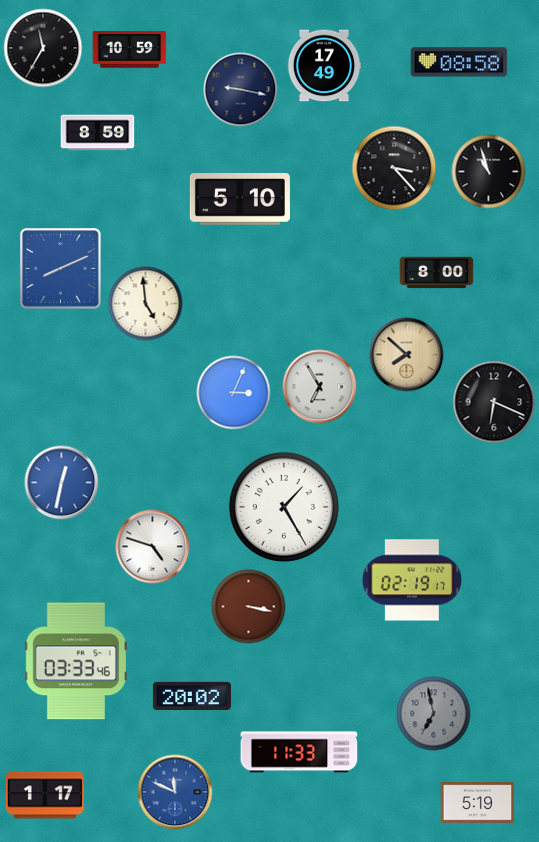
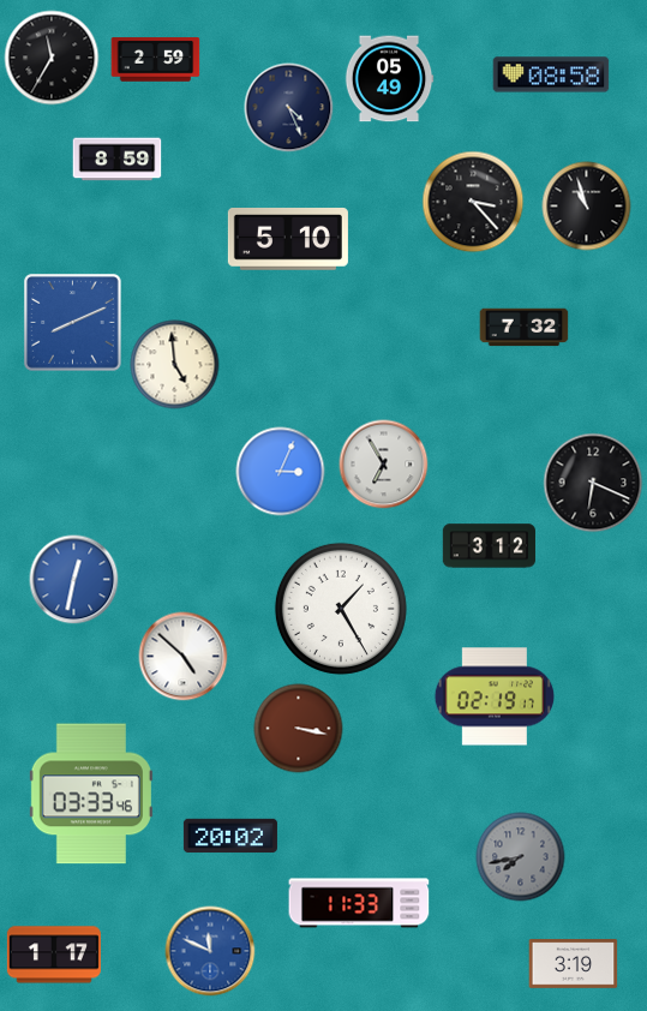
clock at (130, 50): 10:59 -> 2:59
clock at (324, 66): 17:49 -> 05:49
clock at (241, 90): 9:17 -> 4:26
clock at (437, 273): 8:00 -> 7:32
clock at (407, 355): 7:52 -> none
clock at (489, 546): none -> 3:12
clock at (153, 547): 4:48 -> 4:52
clock at (434, 714): 6:58 -> 7:43
clock at (478, 803): 5:19 -> 3:19
